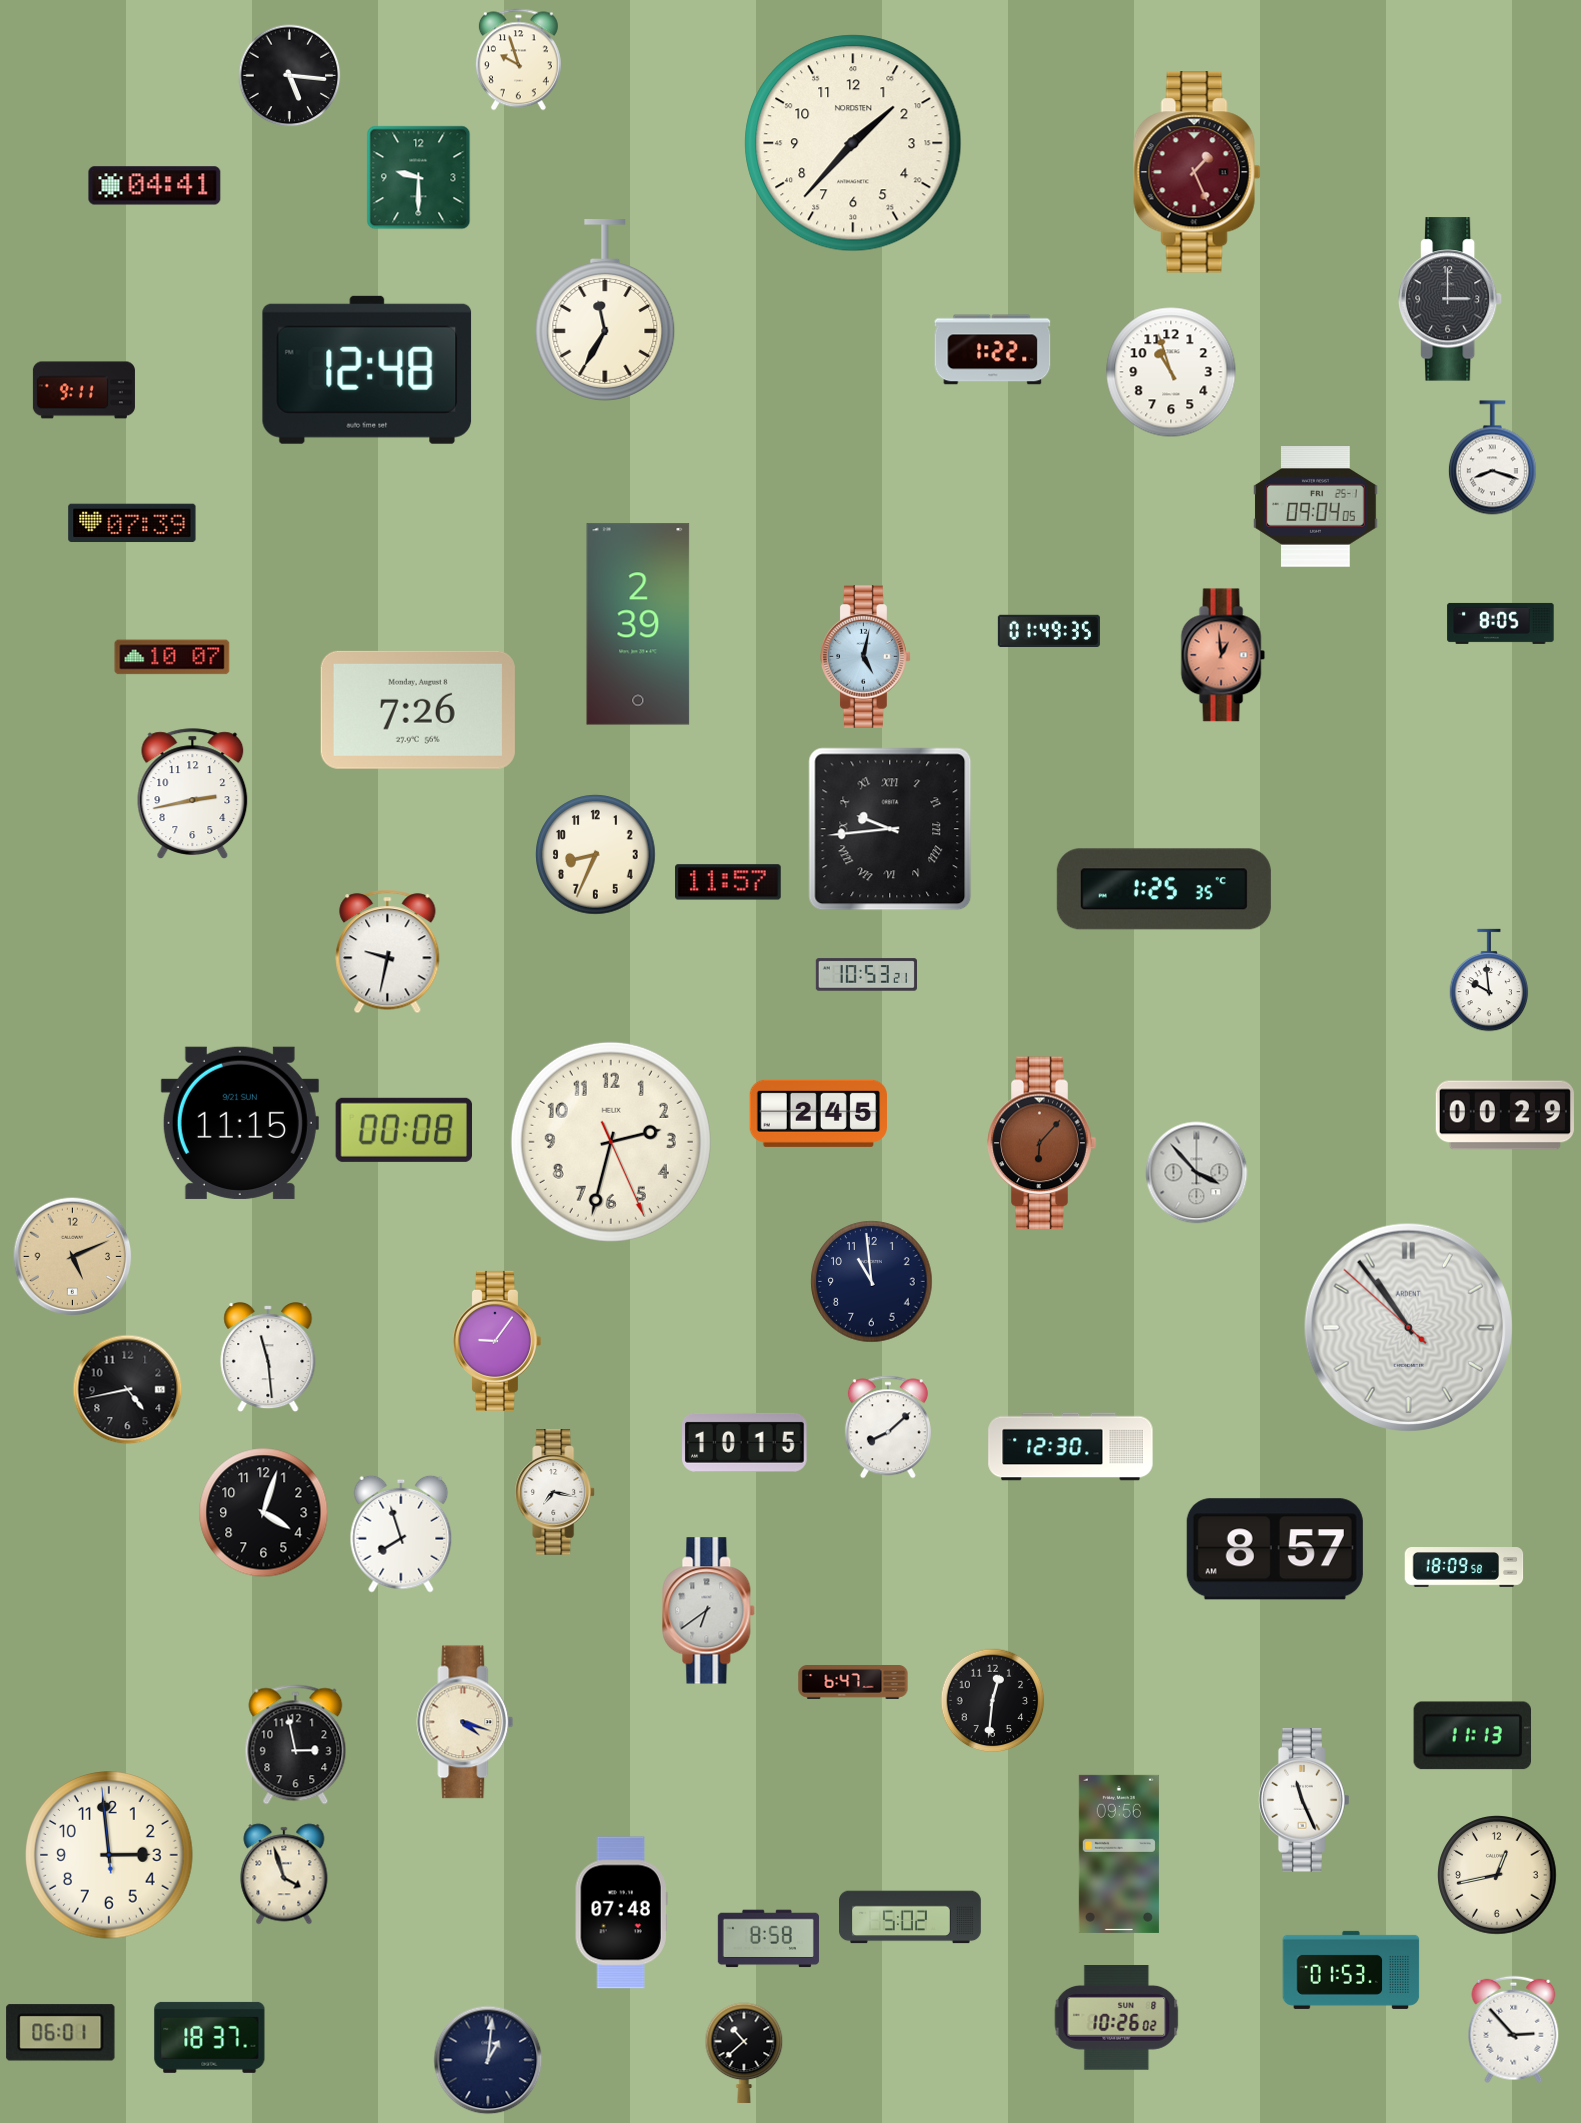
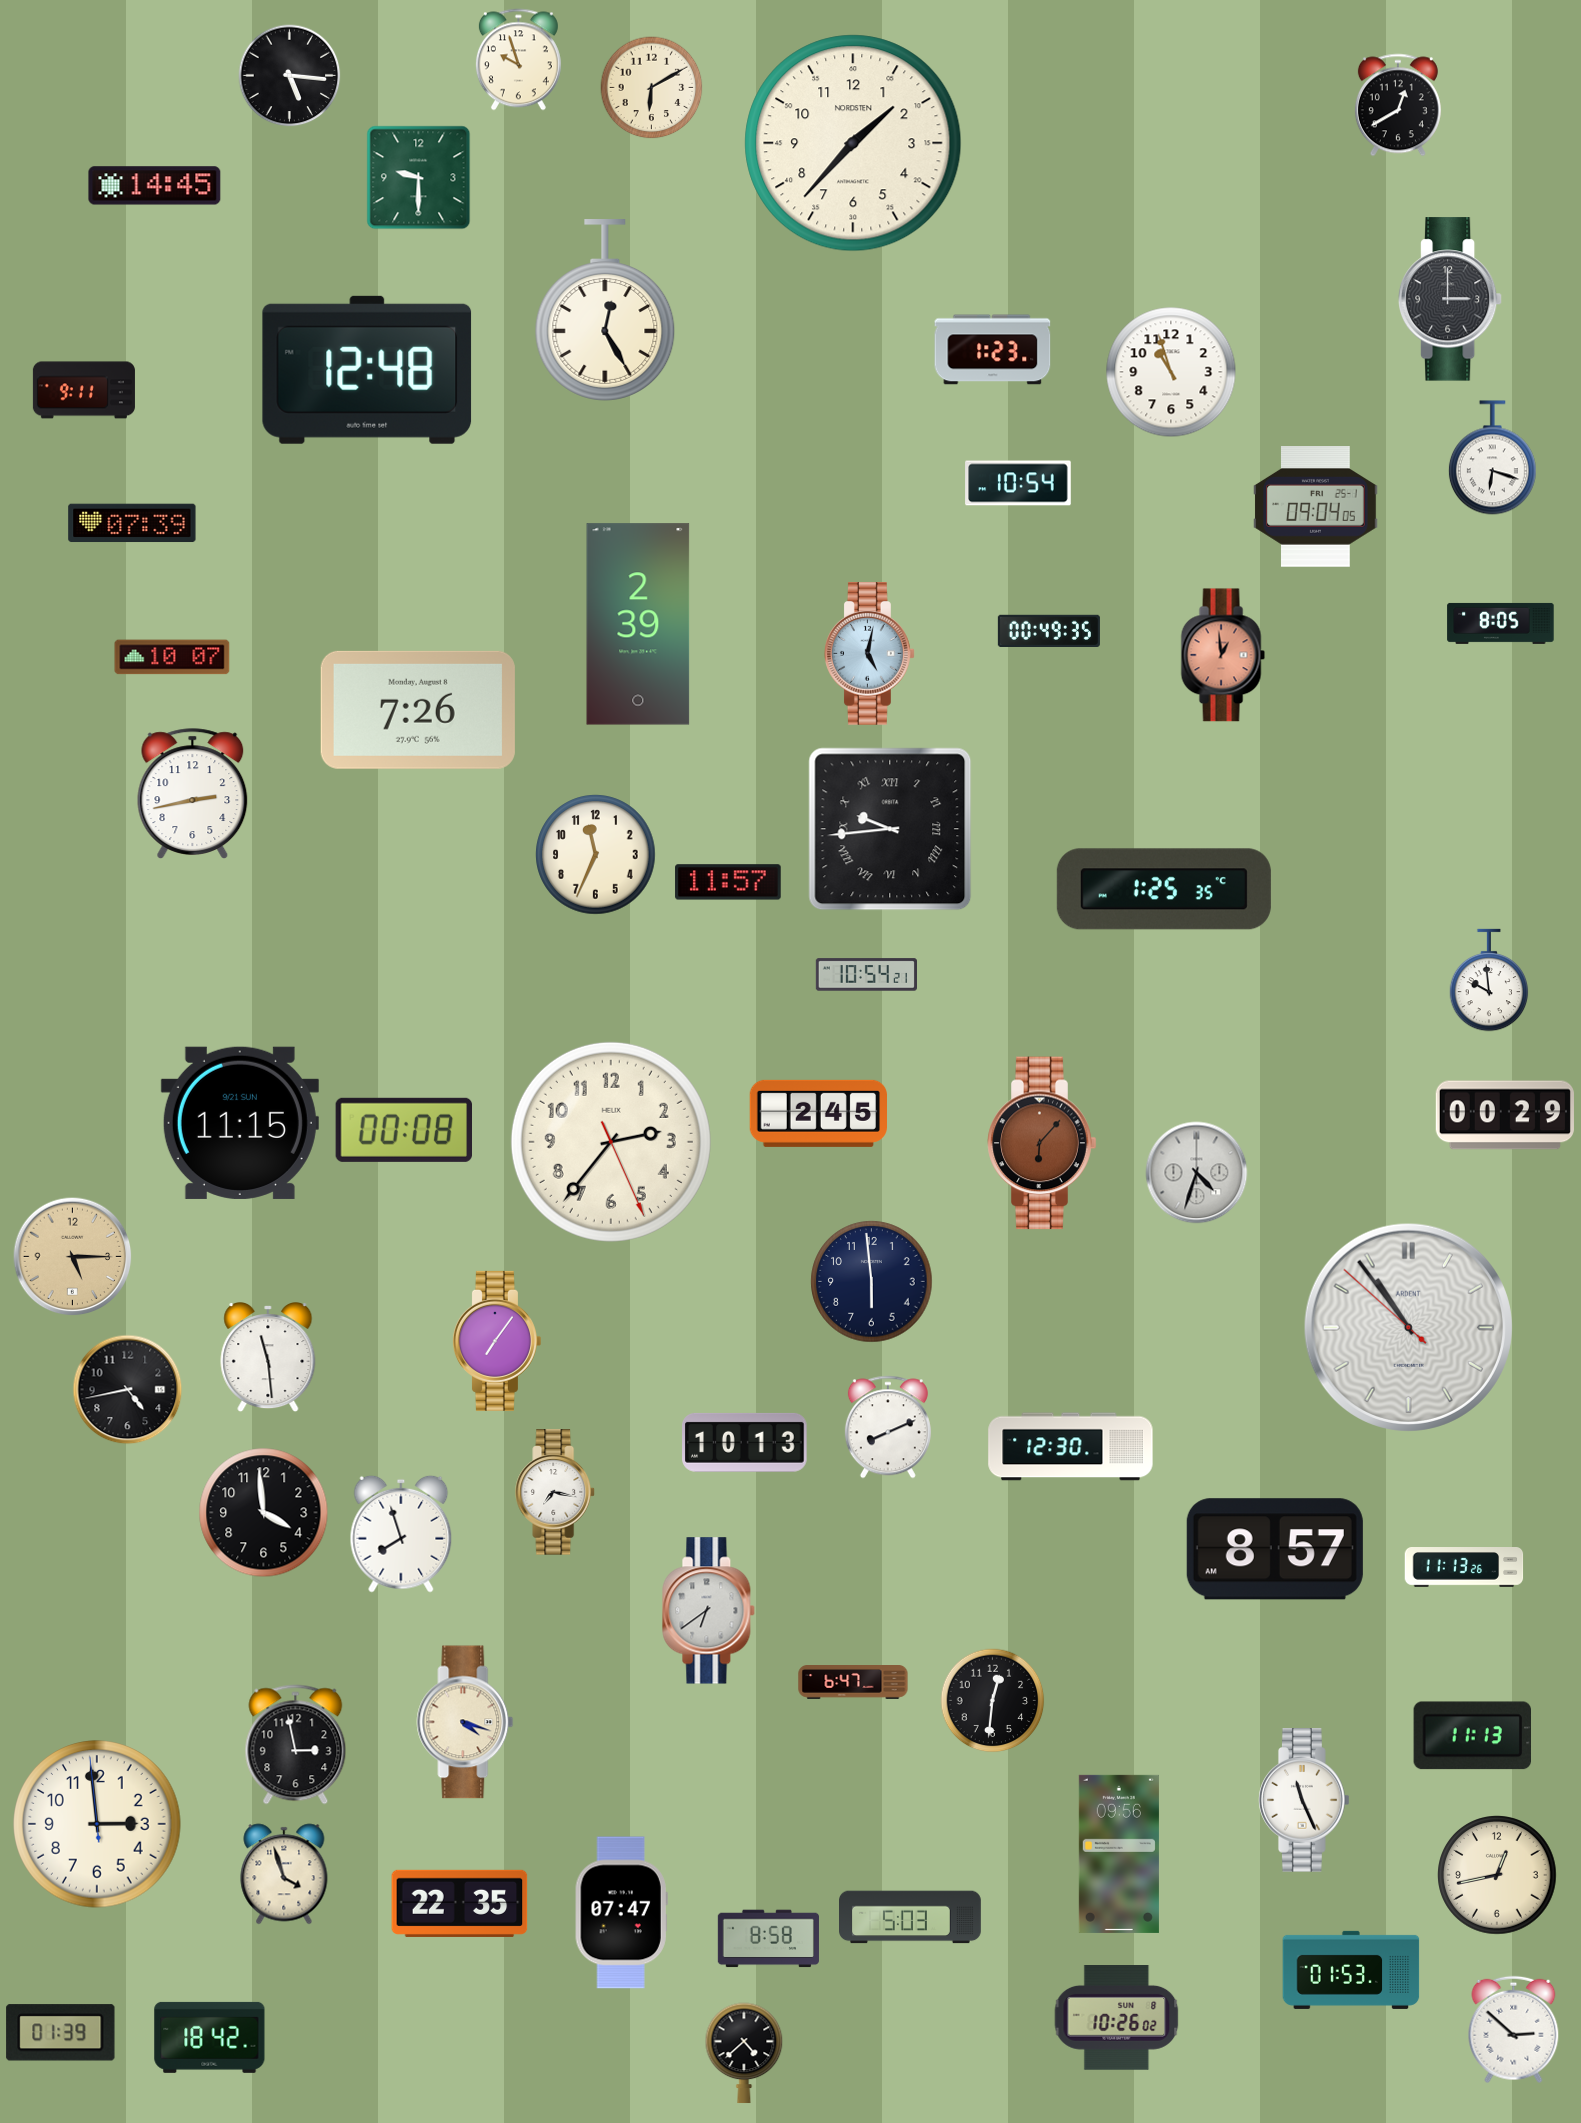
clock at (652, 88): none -> 6:10
clock at (1398, 105): none -> 12:40
clock at (1197, 172): 1:26 -> none
clock at (155, 186): 04:41 -> 14:45
clock at (605, 310): 11:35 -> 12:25
clock at (993, 350): 1:22 -> 1:23
clock at (1492, 458): 8:18 -> 6:18
clock at (1018, 483): none -> 10:54
clock at (1049, 630): 01:49 -> 00:49
clock at (866, 657) position: (866, 657) -> (870, 654)
clock at (596, 855): 8:34 -> 11:34
clock at (388, 952): 9:32 -> none
clock at (866, 975): 10:53 -> 10:54
clock at (611, 1142): 2:32 -> 2:36
clock at (1197, 1173): 3:53 -> 4:33
clock at (73, 1257): 5:11 -> 5:15
clock at (872, 1282): 10:59 -> 5:59
clock at (496, 1341): 9:06 -> 7:06
clock at (888, 1427): 8:08 -> 8:11
clock at (745, 1442): 10:15 -> 10:13
clock at (264, 1513): 4:03 -> 3:59
clock at (1464, 1568): 18:09 -> 11:13
clock at (109, 1855) position: (109, 1855) -> (97, 1824)
clock at (460, 1903): none -> 22:35
clock at (621, 1913): 07:48 -> 07:47
clock at (911, 1917): 5:02 -> 5:03
clock at (1514, 2030): 2:53 -> 2:52
clock at (61, 2033): 06:01 -> 01:39
clock at (210, 2037): 18:37 -> 18:42
clock at (744, 2053): 10:38 -> 4:38
clock at (488, 2060): 1:01 -> none
